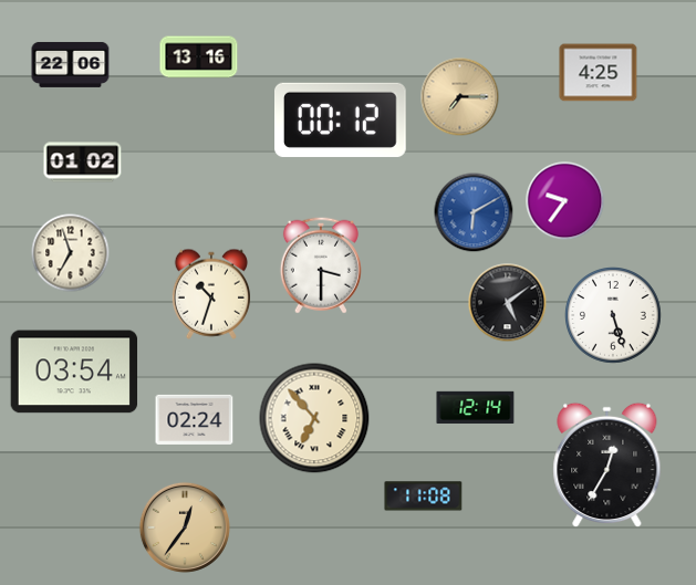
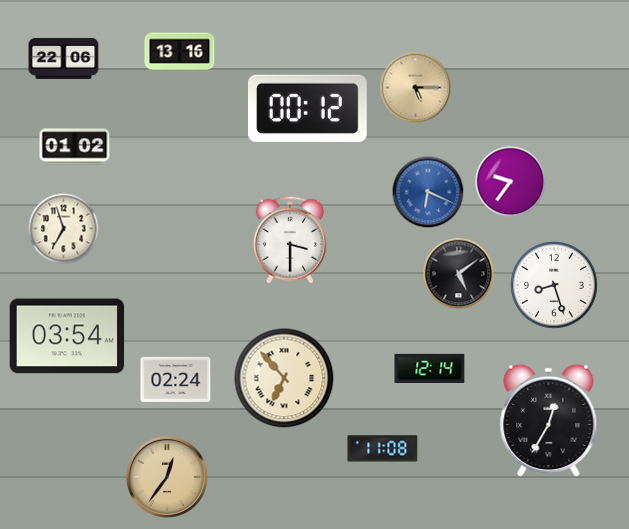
clock at (599, 73): 4:25 -> none
clock at (460, 97): 7:15 -> 5:15
clock at (474, 212): 6:10 -> 6:19
clock at (210, 294): 10:33 -> none
clock at (614, 316): 5:27 -> 8:27
